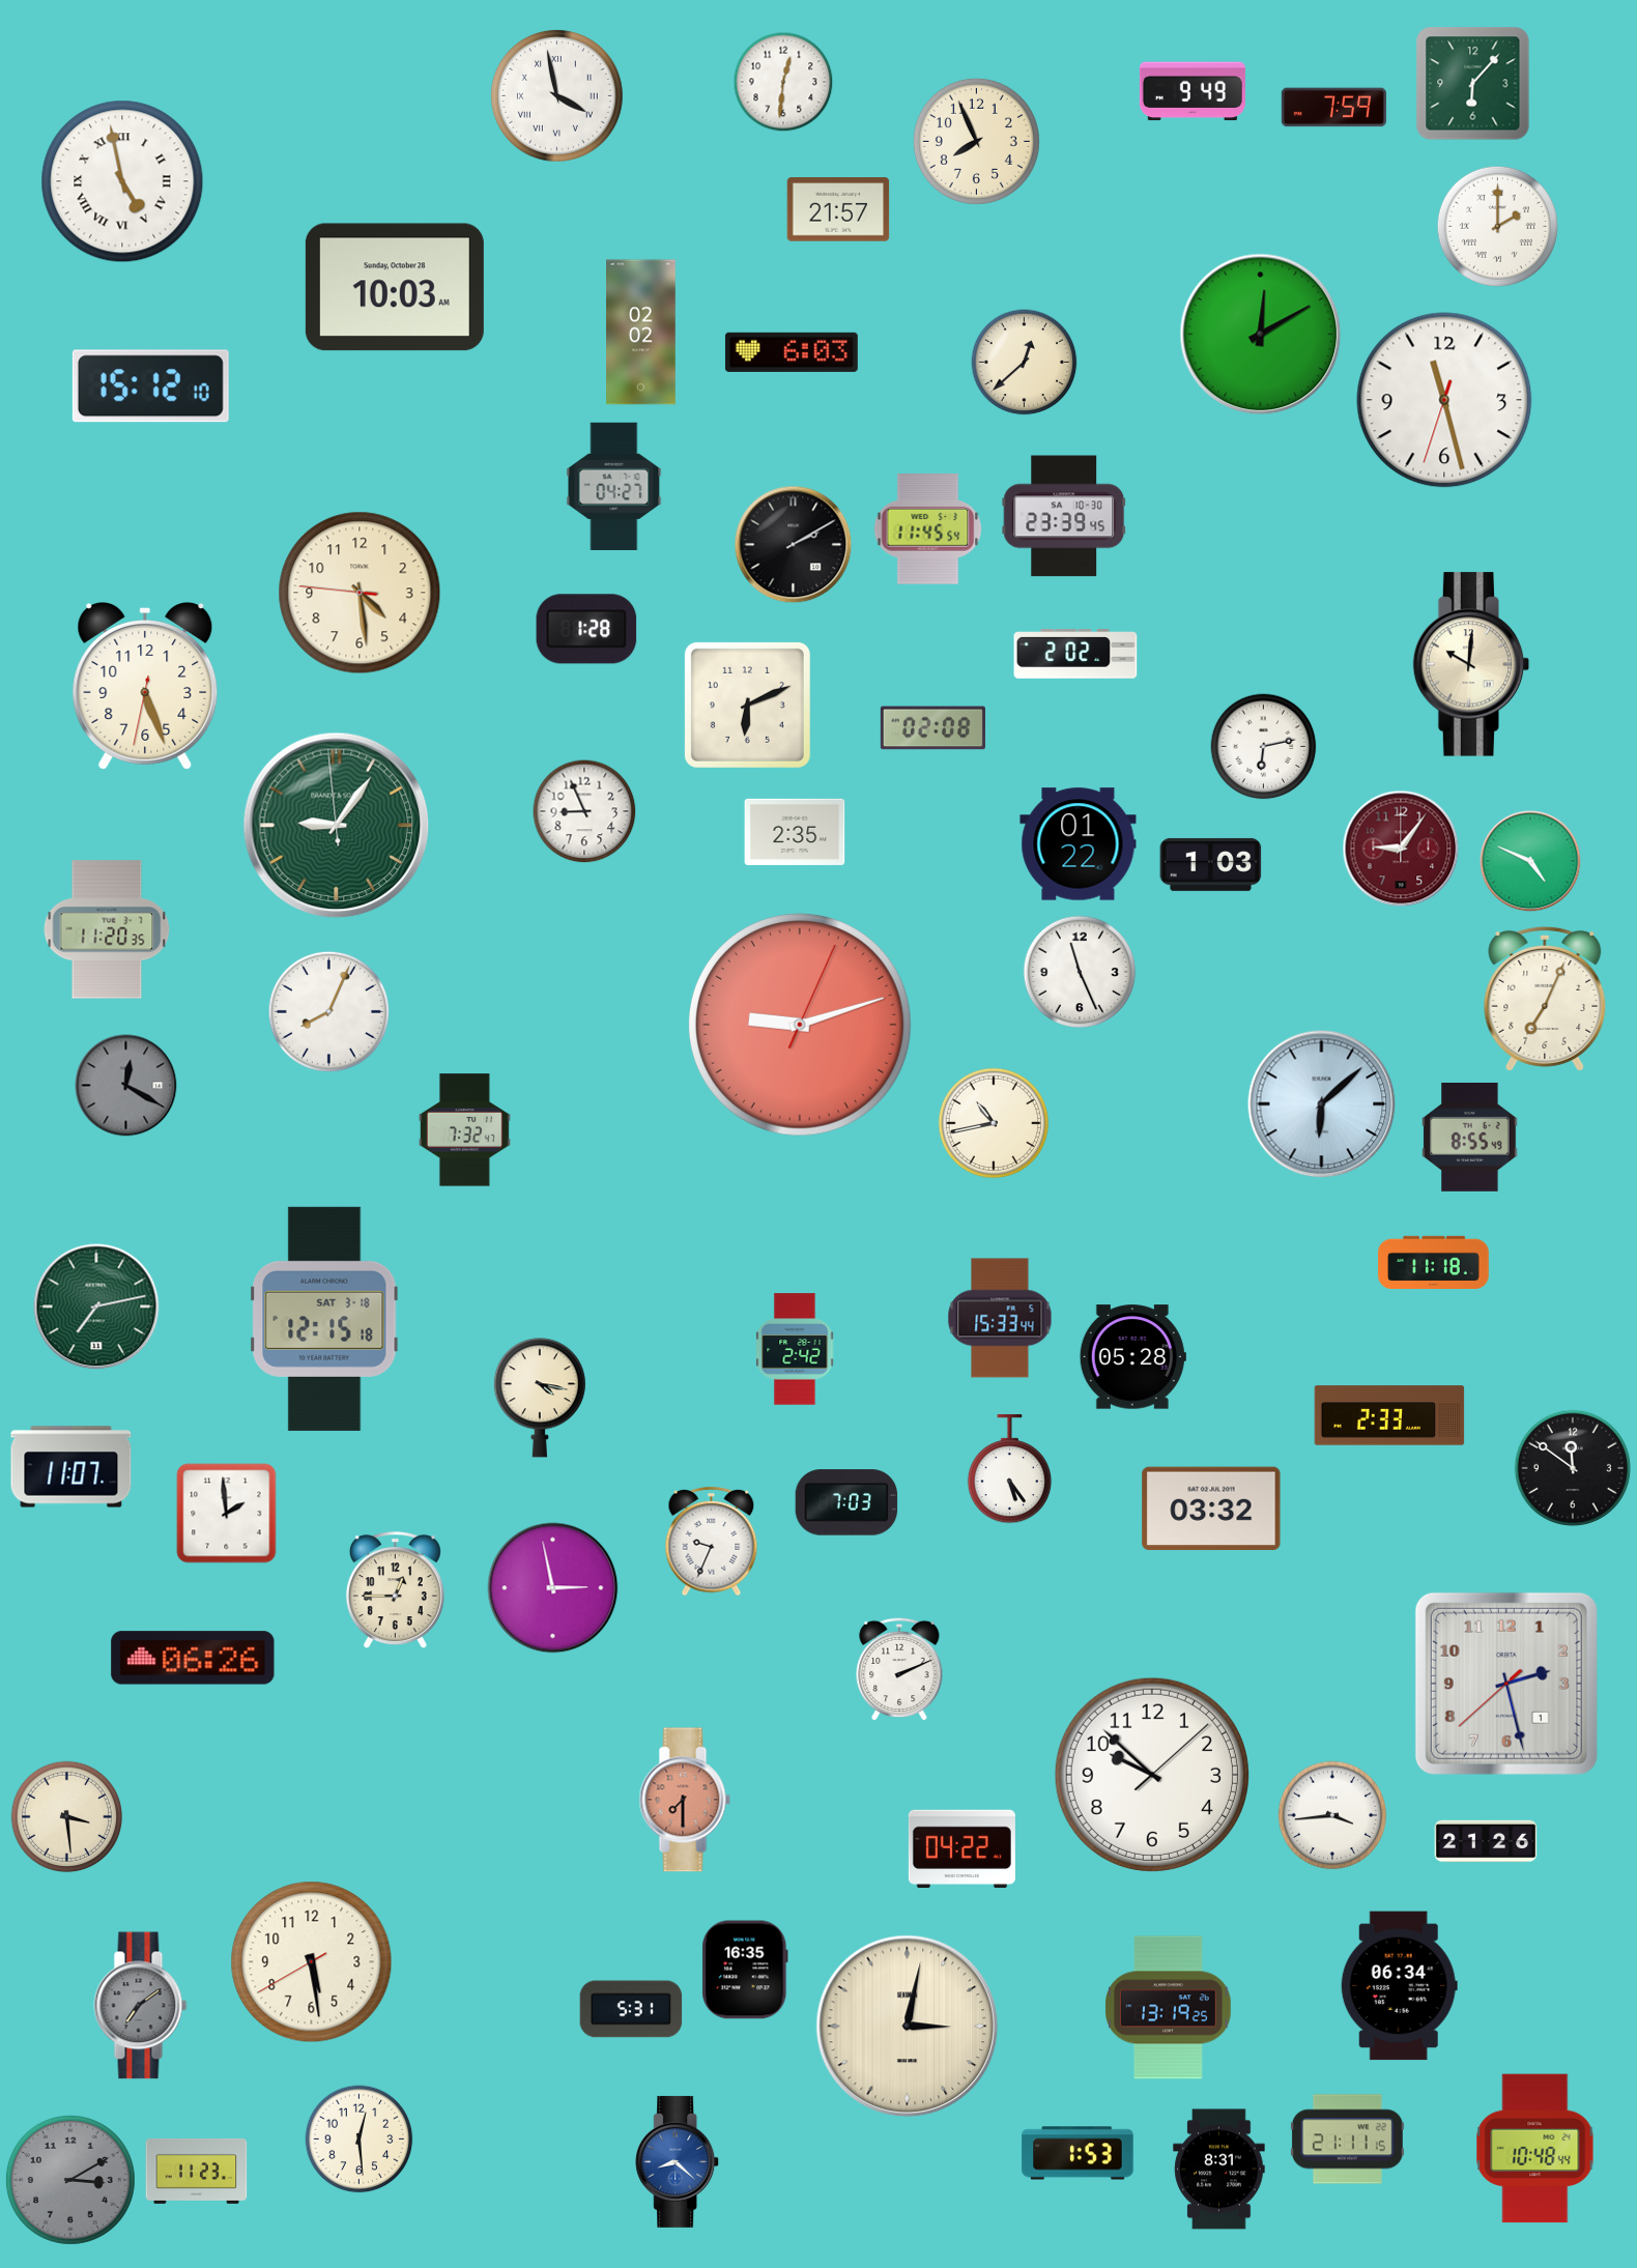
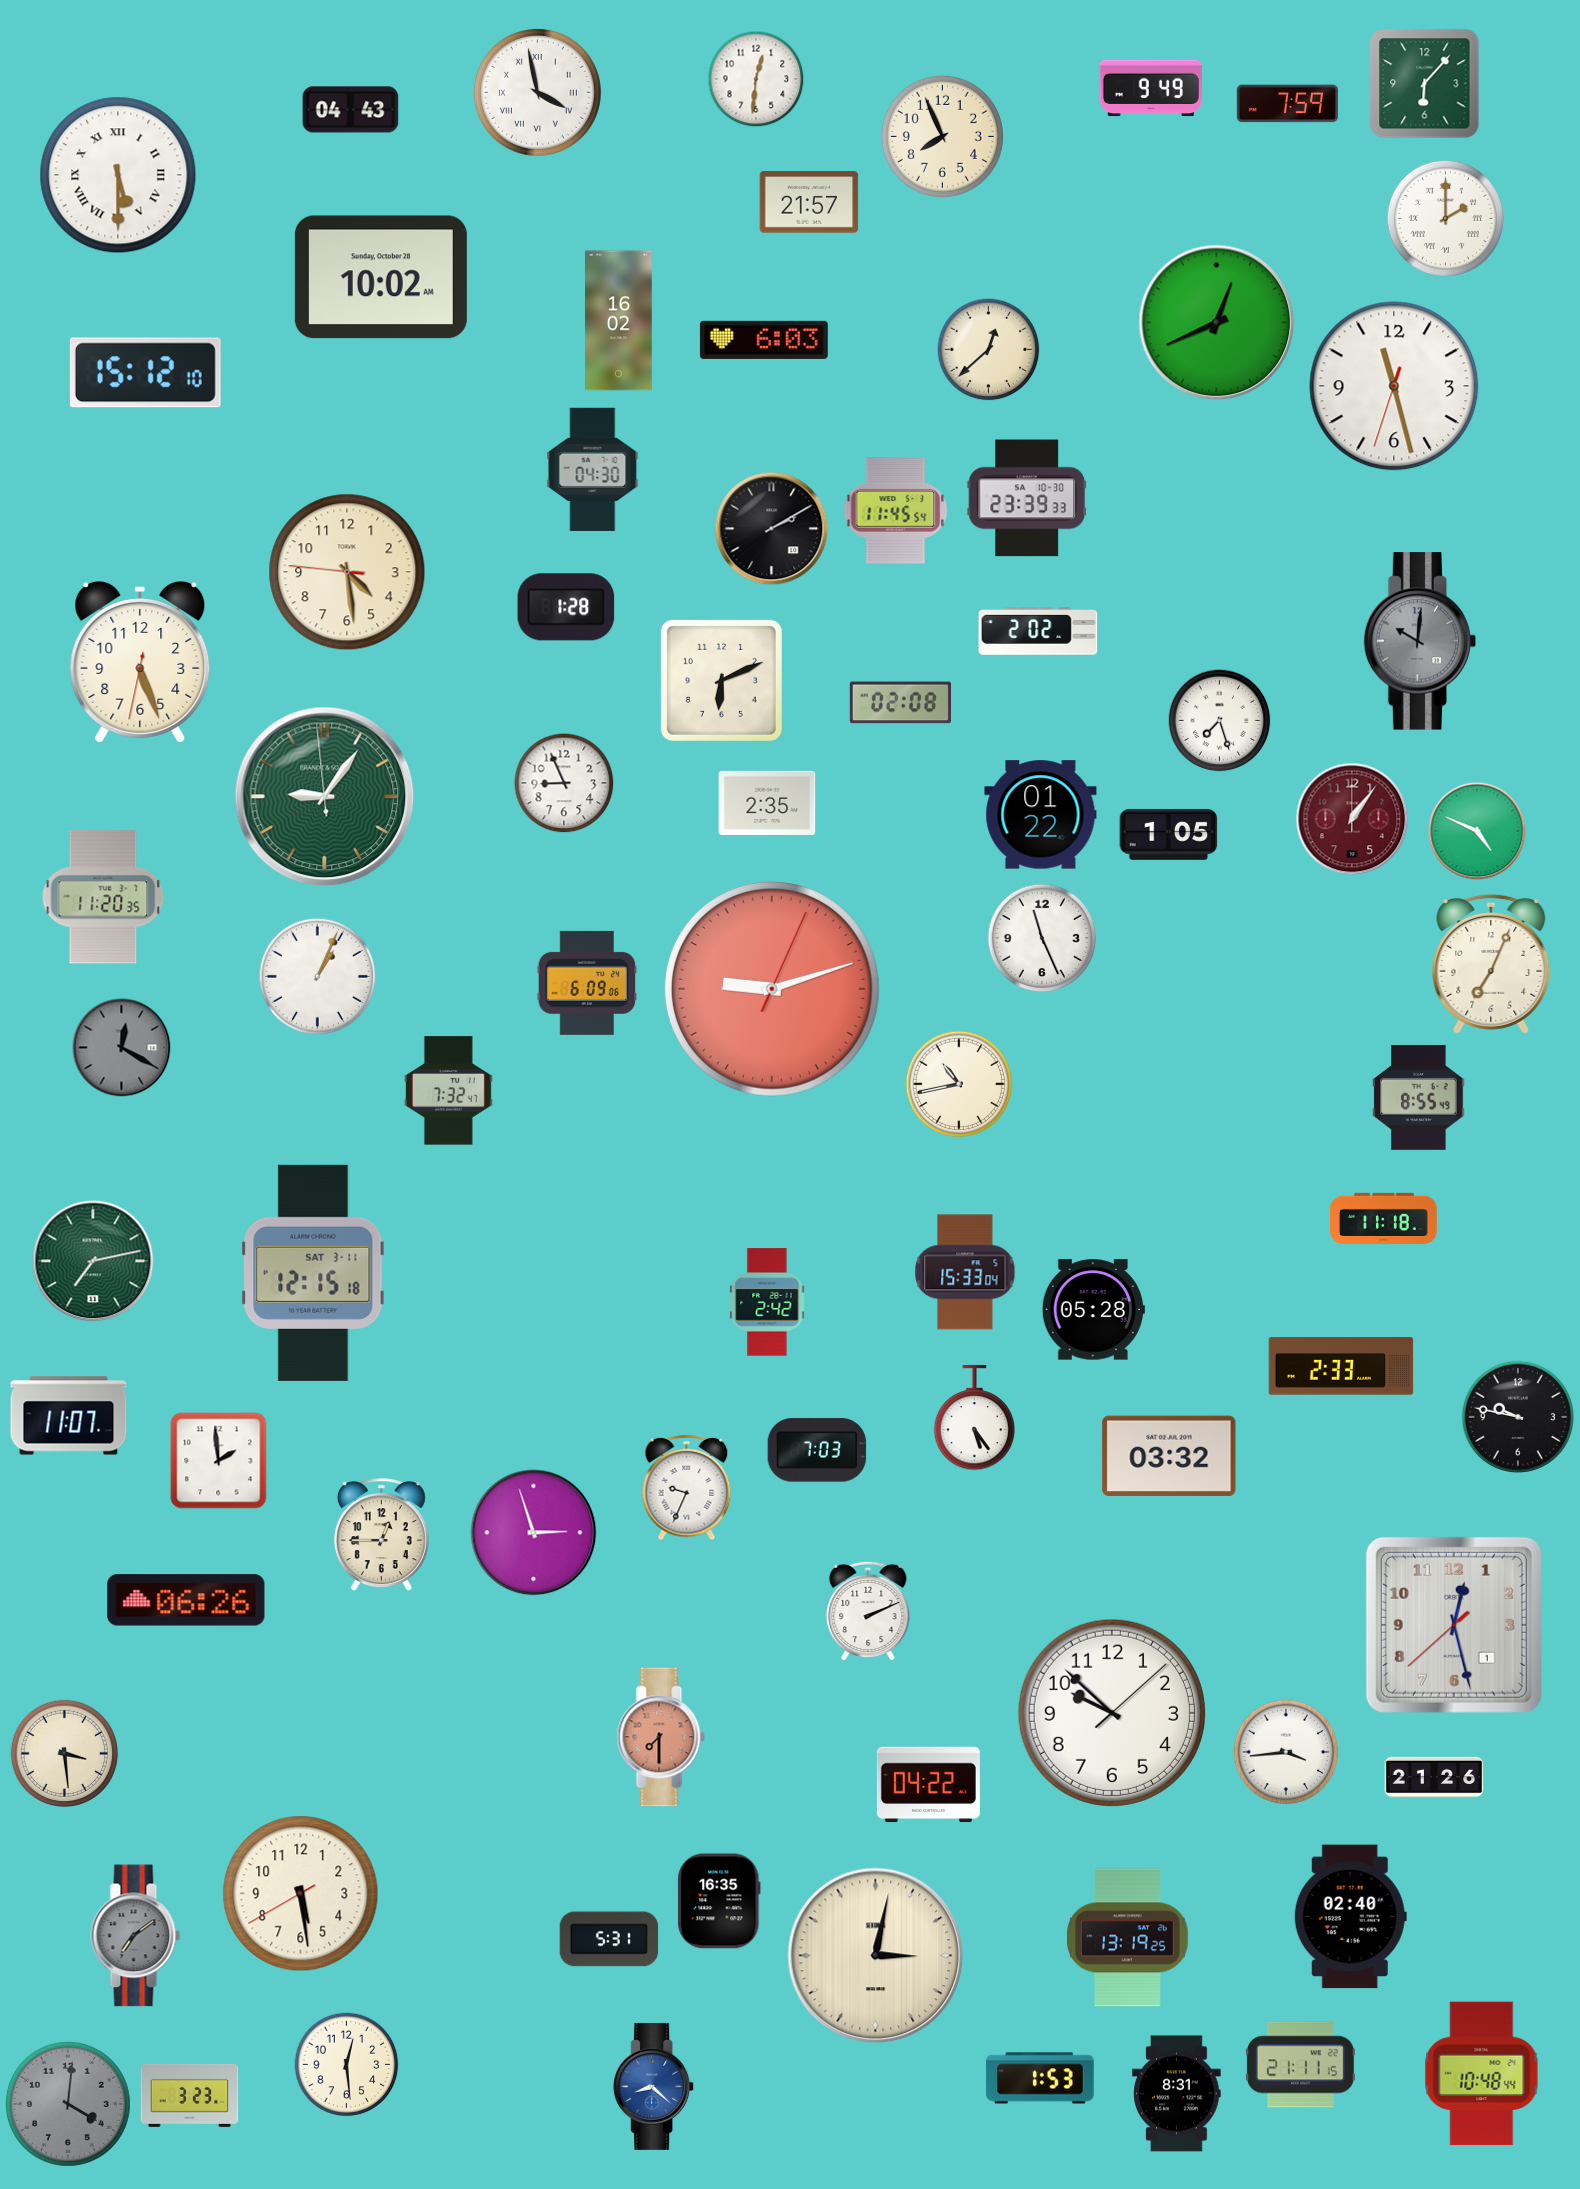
clock at (1473, 84) position: (1473, 84) -> (1425, 84)
clock at (351, 110): none -> 04:43
clock at (122, 181): 4:58 -> 5:30
clock at (395, 287): 10:03 -> 10:02
clock at (641, 333): 02:02 -> 16:02
clock at (1261, 335): 12:10 -> 12:41
clock at (614, 486): 04:27 -> 04:30
clock at (1064, 516): 23:39:45 -> 23:39:33
clock at (794, 545) position: (794, 545) -> (772, 529)
clock at (1471, 664) dial: cream -> grey
clock at (1264, 747): 6:13 -> 7:27
clock at (1401, 849): 9:06 -> 1:06
clock at (1211, 864): 1:03 -> 1:05
clock at (328, 1011): 8:04 -> 1:04
clock at (587, 983): none -> 6:09
clock at (1322, 1104): 6:08 -> none
clock at (1000, 1318): 15:33:44 -> 15:33:04
clock at (324, 1319) date: SAT 3-18 -> SAT 3-11
clock at (540, 1398): 4:17 -> none
clock at (1573, 1468): 11:51 -> 9:47
clock at (553, 1588): 2:58 -> 2:57
clock at (1506, 1684): 2:27 -> 12:27
clock at (1399, 1986): 06:34 -> 02:40
clock at (197, 2171): 11:23 -> 3:23
clock at (70, 2180): 3:10 -> 4:01
